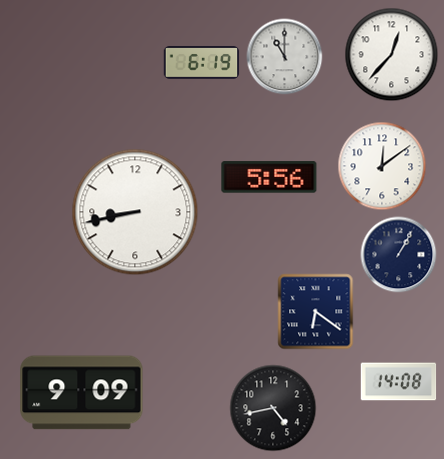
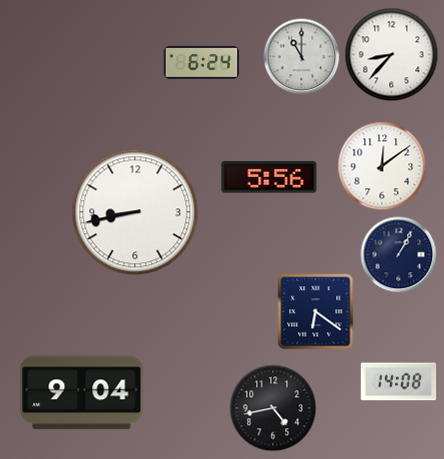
clock at (392, 55): 12:37 -> 8:37
clock at (285, 57) position: (285, 57) -> (302, 57)
clock at (202, 63): 6:19 -> 6:24
clock at (82, 393): 9:09 -> 9:04
